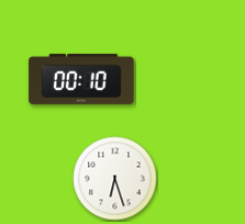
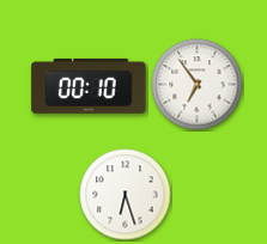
clock at (198, 85): none -> 6:54
